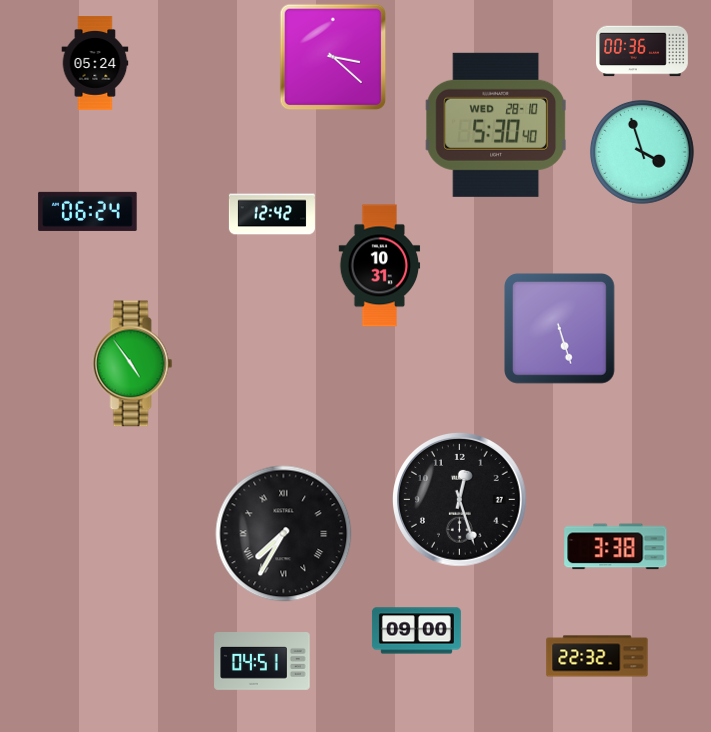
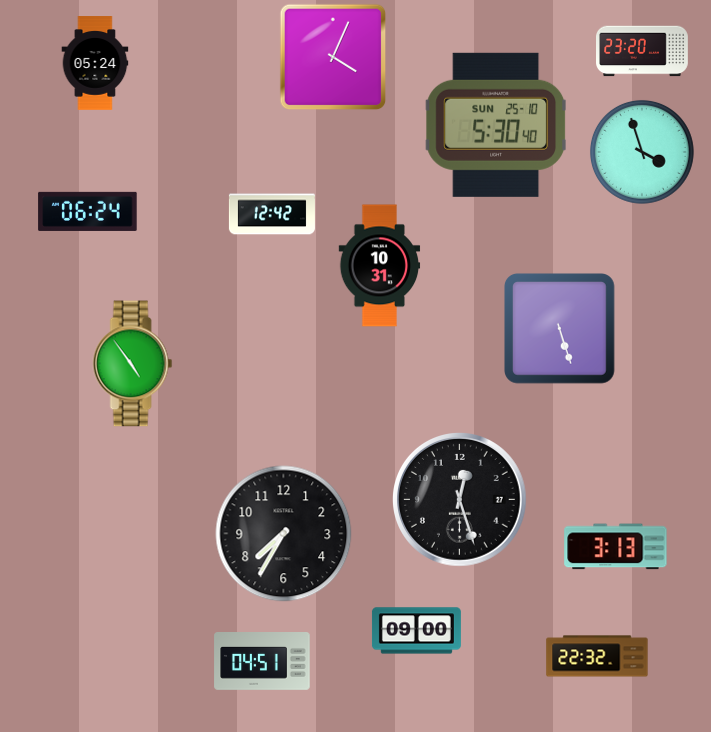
clock at (643, 51): 00:36 -> 23:20
clock at (333, 57): 3:22 -> 4:04
clock at (495, 125) date: WED 28-10 -> SUN 25-10
clock at (284, 534) numerals: Roman -> Arabic
clock at (616, 547): 3:38 -> 3:13
